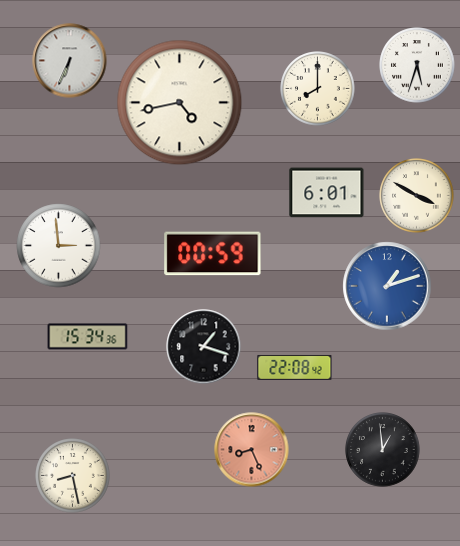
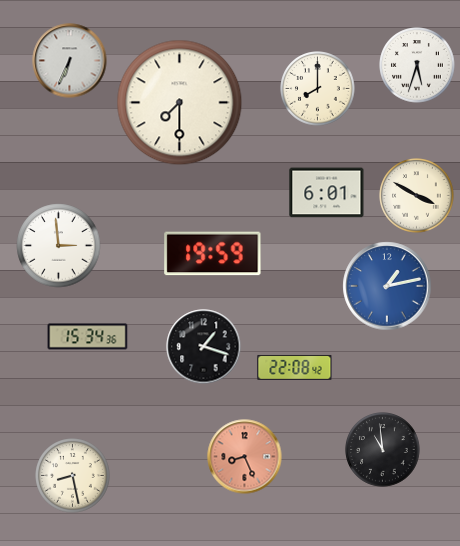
clock at (180, 103): 4:43 -> 7:30
clock at (213, 254): 00:59 -> 19:59
clock at (387, 286): 1:12 -> 1:13
clock at (252, 450) position: (252, 450) -> (245, 457)
clock at (383, 450): 12:59 -> 10:59
